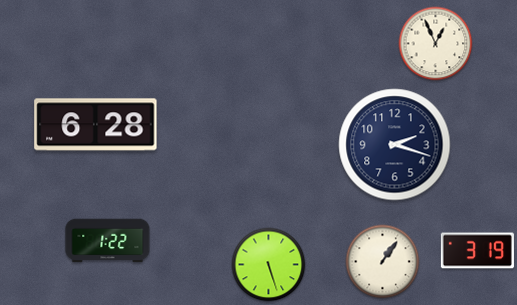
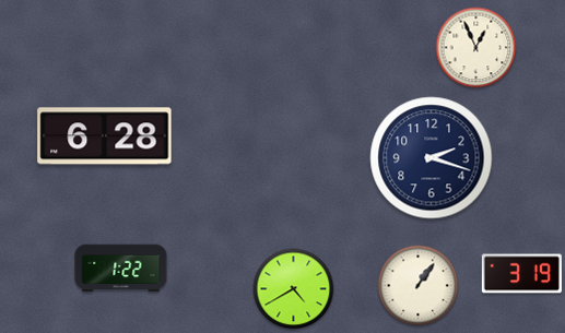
clock at (108, 241) position: (108, 241) -> (121, 269)
clock at (269, 265): 5:27 -> 4:40
